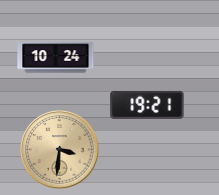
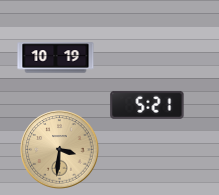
clock at (56, 58): 10:24 -> 10:19
clock at (147, 105): 19:21 -> 5:21
